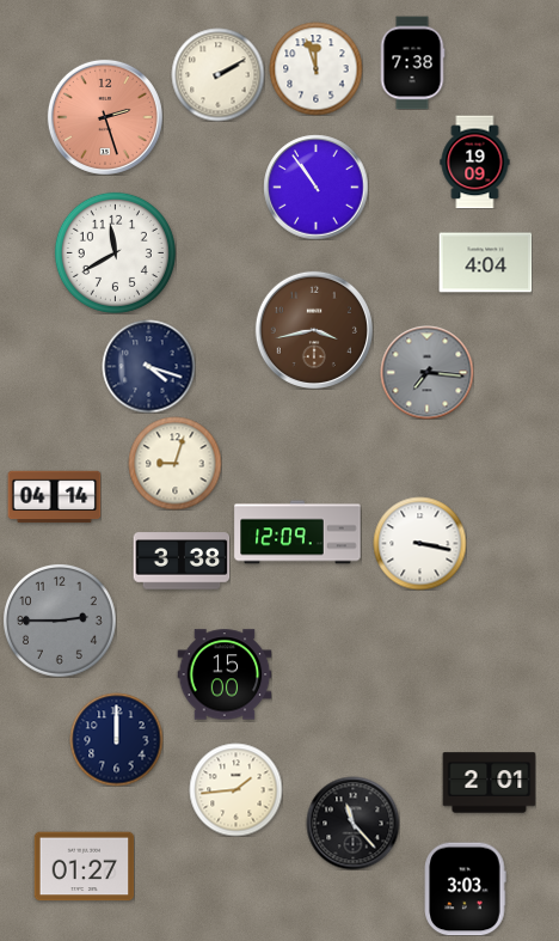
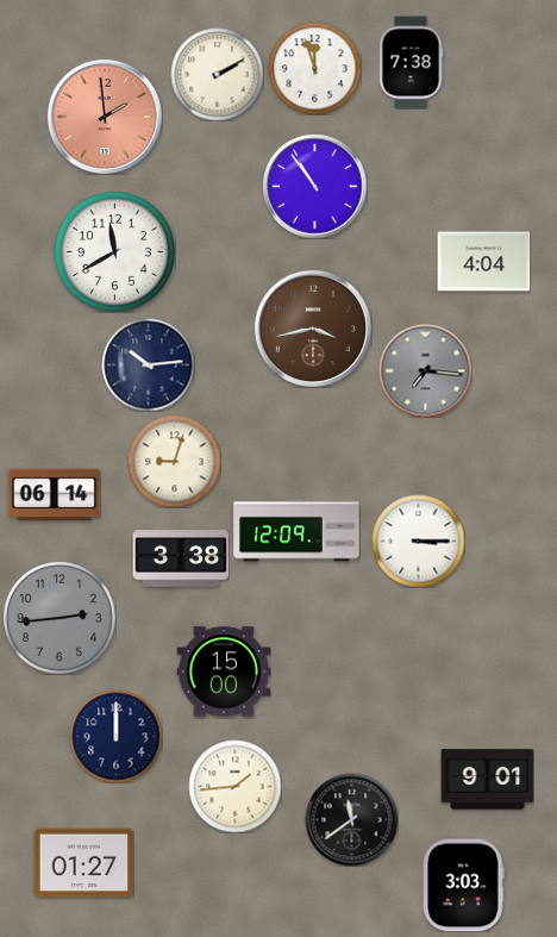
clock at (105, 117): 2:27 -> 1:59
clock at (475, 161): 19:09 -> none
clock at (148, 366): 4:18 -> 10:14
clock at (54, 497): 04:14 -> 06:14
clock at (419, 543): 3:17 -> 3:15
clock at (60, 621): 2:45 -> 2:44
clock at (489, 783): 2:01 -> 9:01
clock at (352, 823): 11:23 -> 11:39
